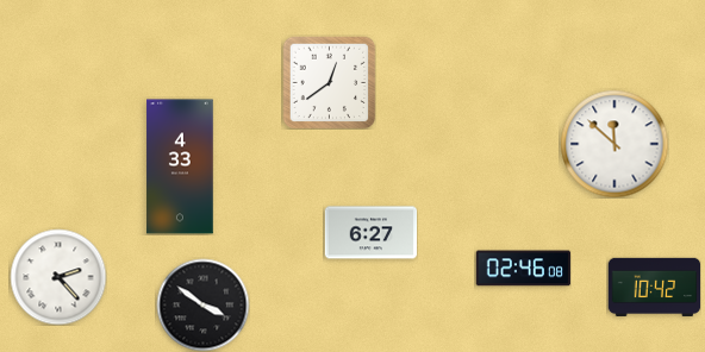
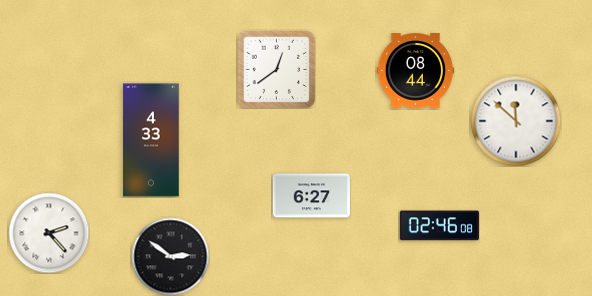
clock at (415, 71): none -> 08:44
clock at (654, 287): 10:42 -> none
clock at (202, 304): 3:51 -> 2:51
